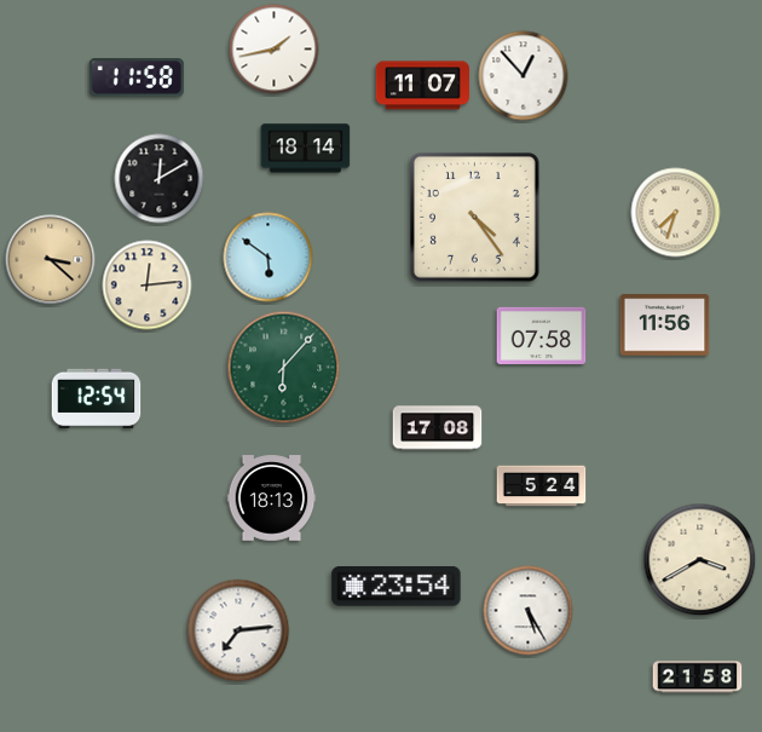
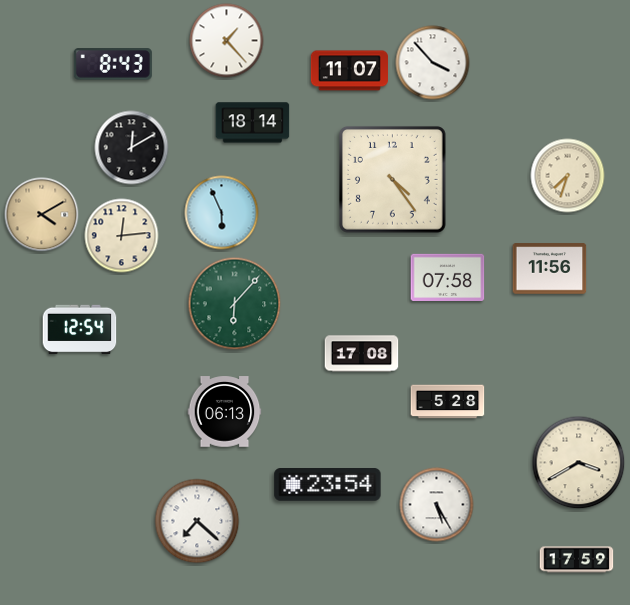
clock at (275, 50): 1:43 -> 1:23
clock at (524, 76): 12:53 -> 3:53
clock at (137, 77): 11:58 -> 8:43
clock at (676, 213) position: (676, 213) -> (568, 176)
clock at (269, 258): 5:51 -> 5:56
clock at (51, 260): 3:22 -> 4:10
clock at (542, 486): 5:24 -> 5:28
clock at (272, 498): 18:13 -> 06:13
clock at (238, 630): 7:14 -> 7:22
clock at (698, 678): 21:58 -> 17:59
